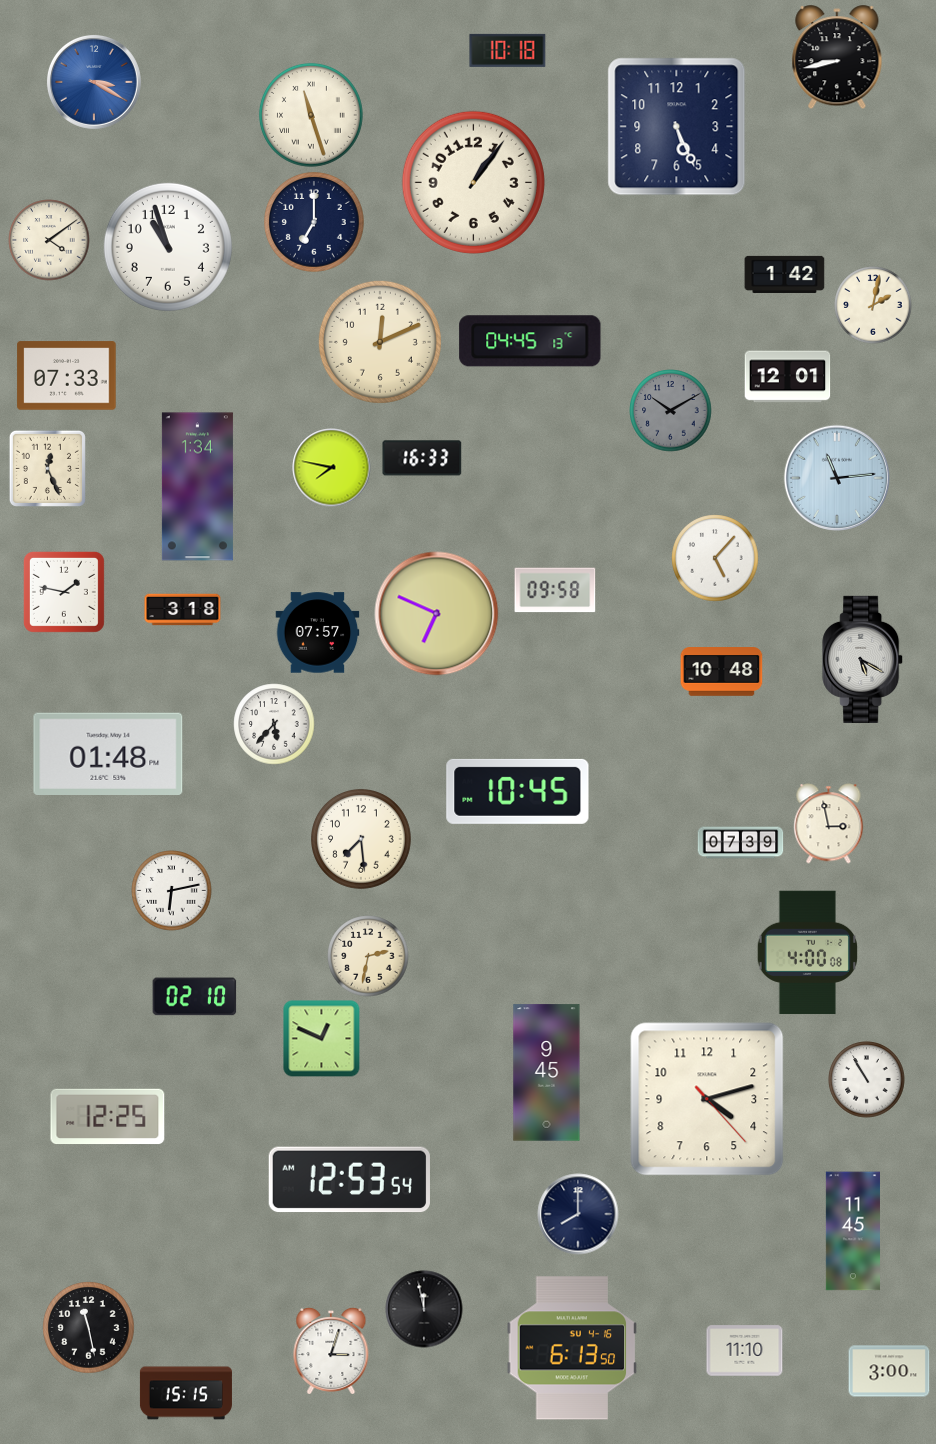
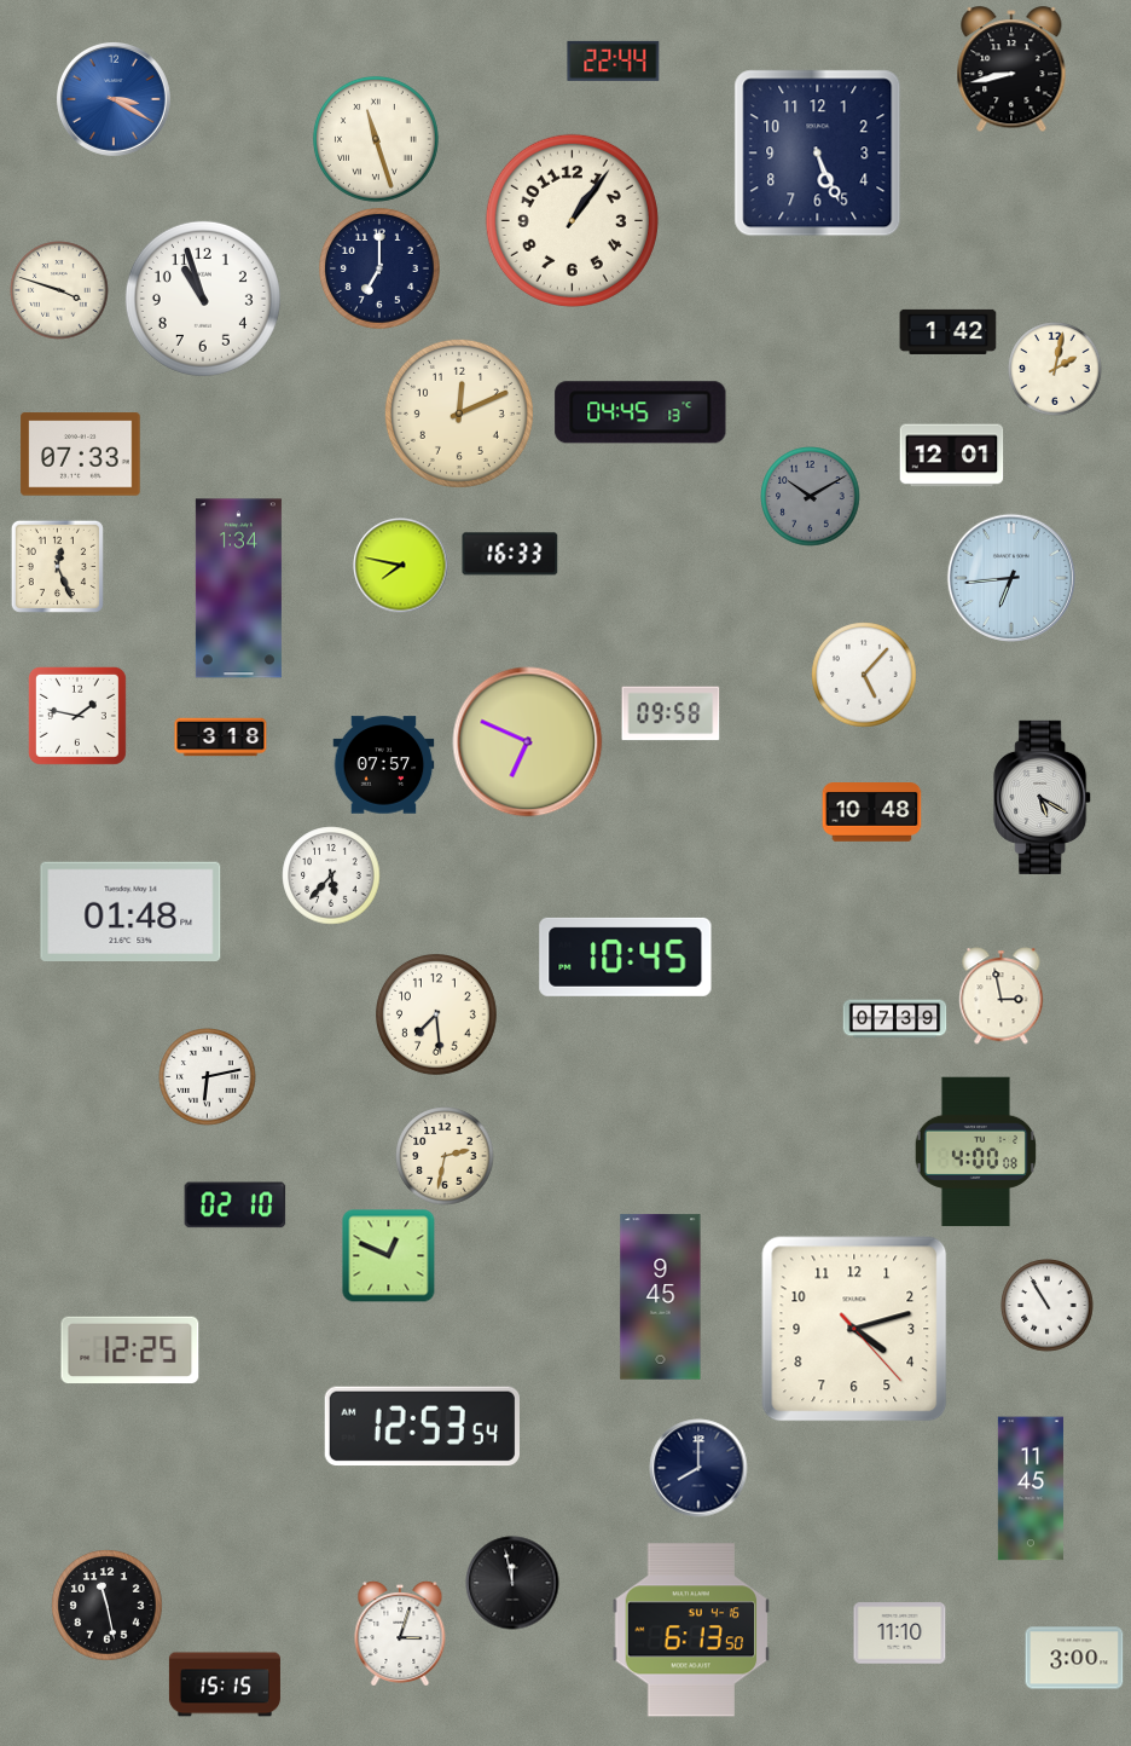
clock at (508, 50): 10:18 -> 22:44
clock at (49, 240): 4:09 -> 3:48
clock at (837, 478): 11:14 -> 6:44
